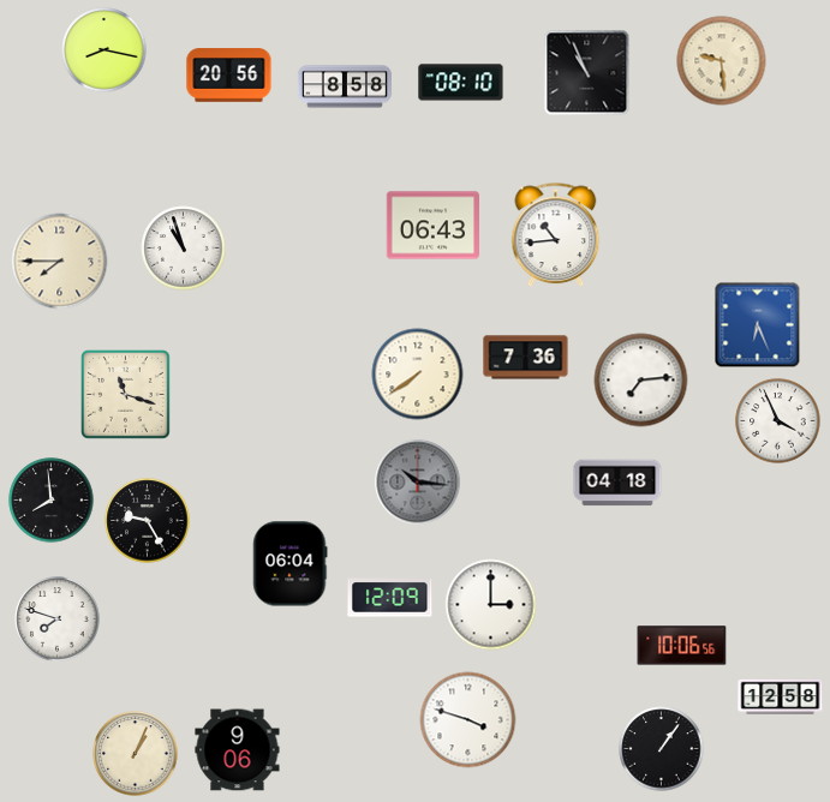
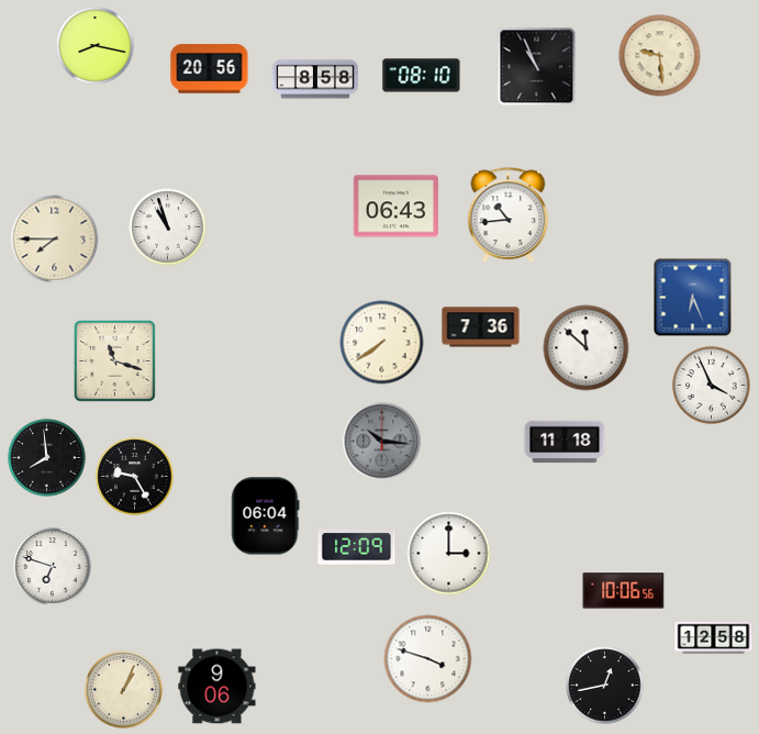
clock at (641, 381): 7:14 -> 11:52
clock at (617, 483): 04:18 -> 11:18
clock at (58, 620): 7:48 -> 6:48
clock at (662, 749): 1:06 -> 12:43
